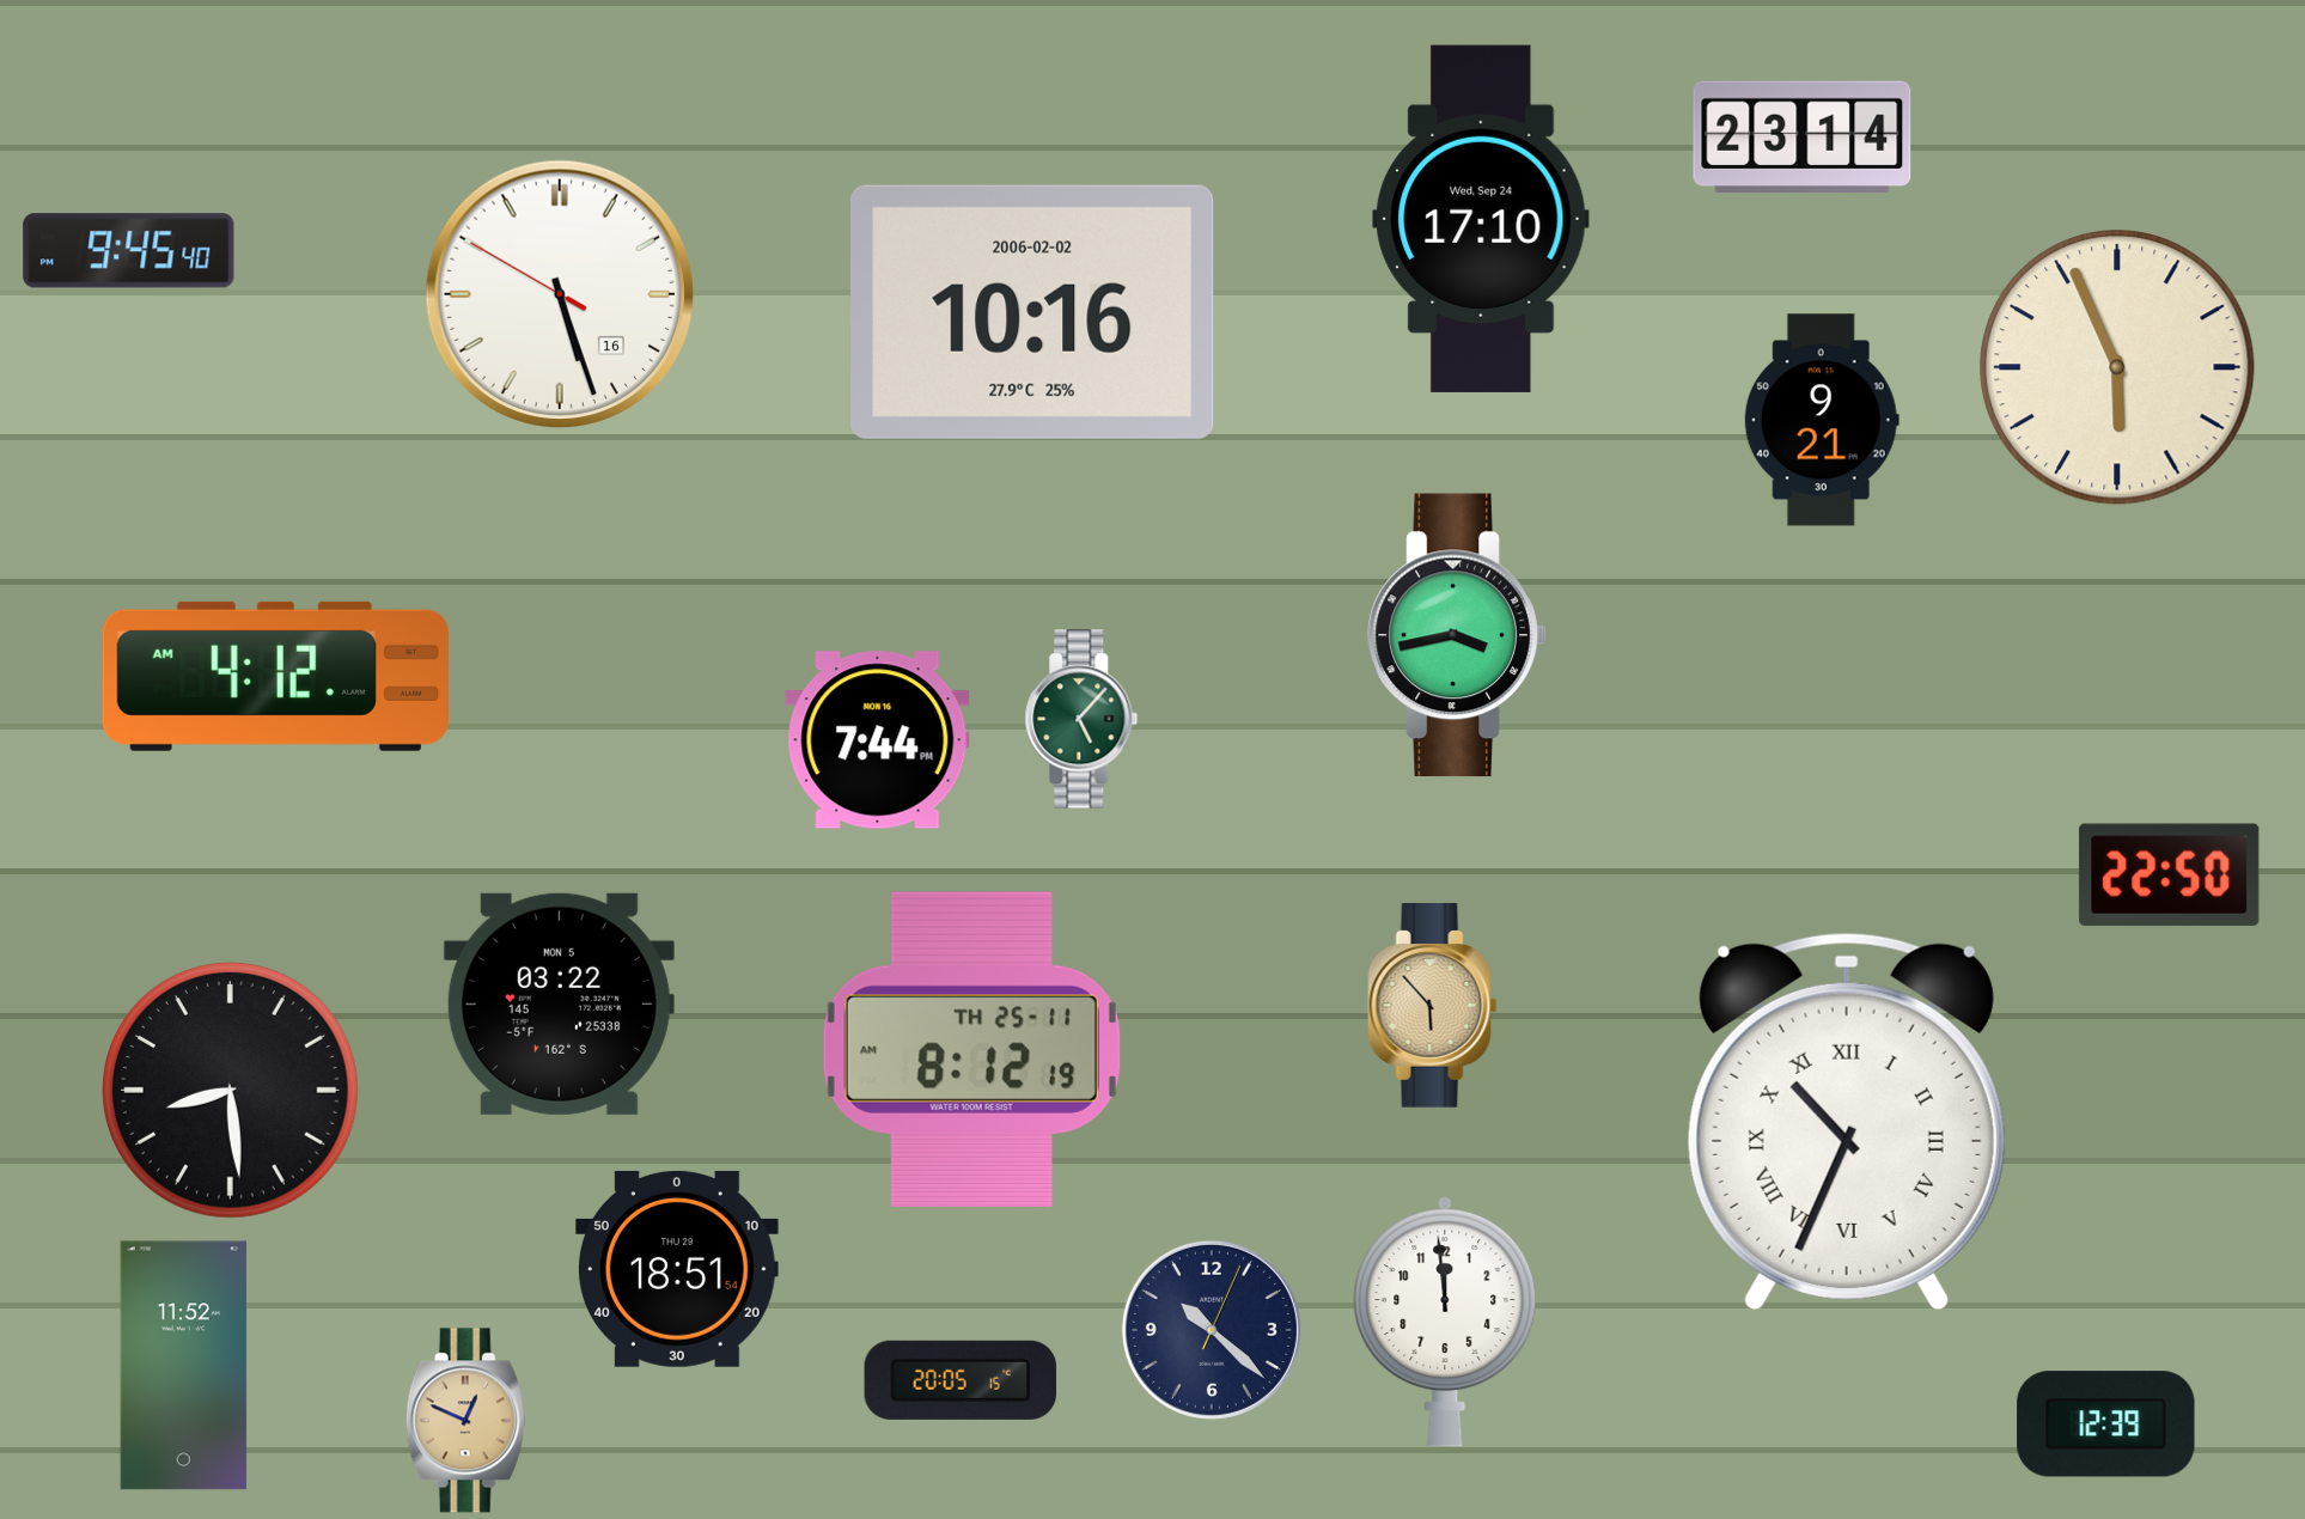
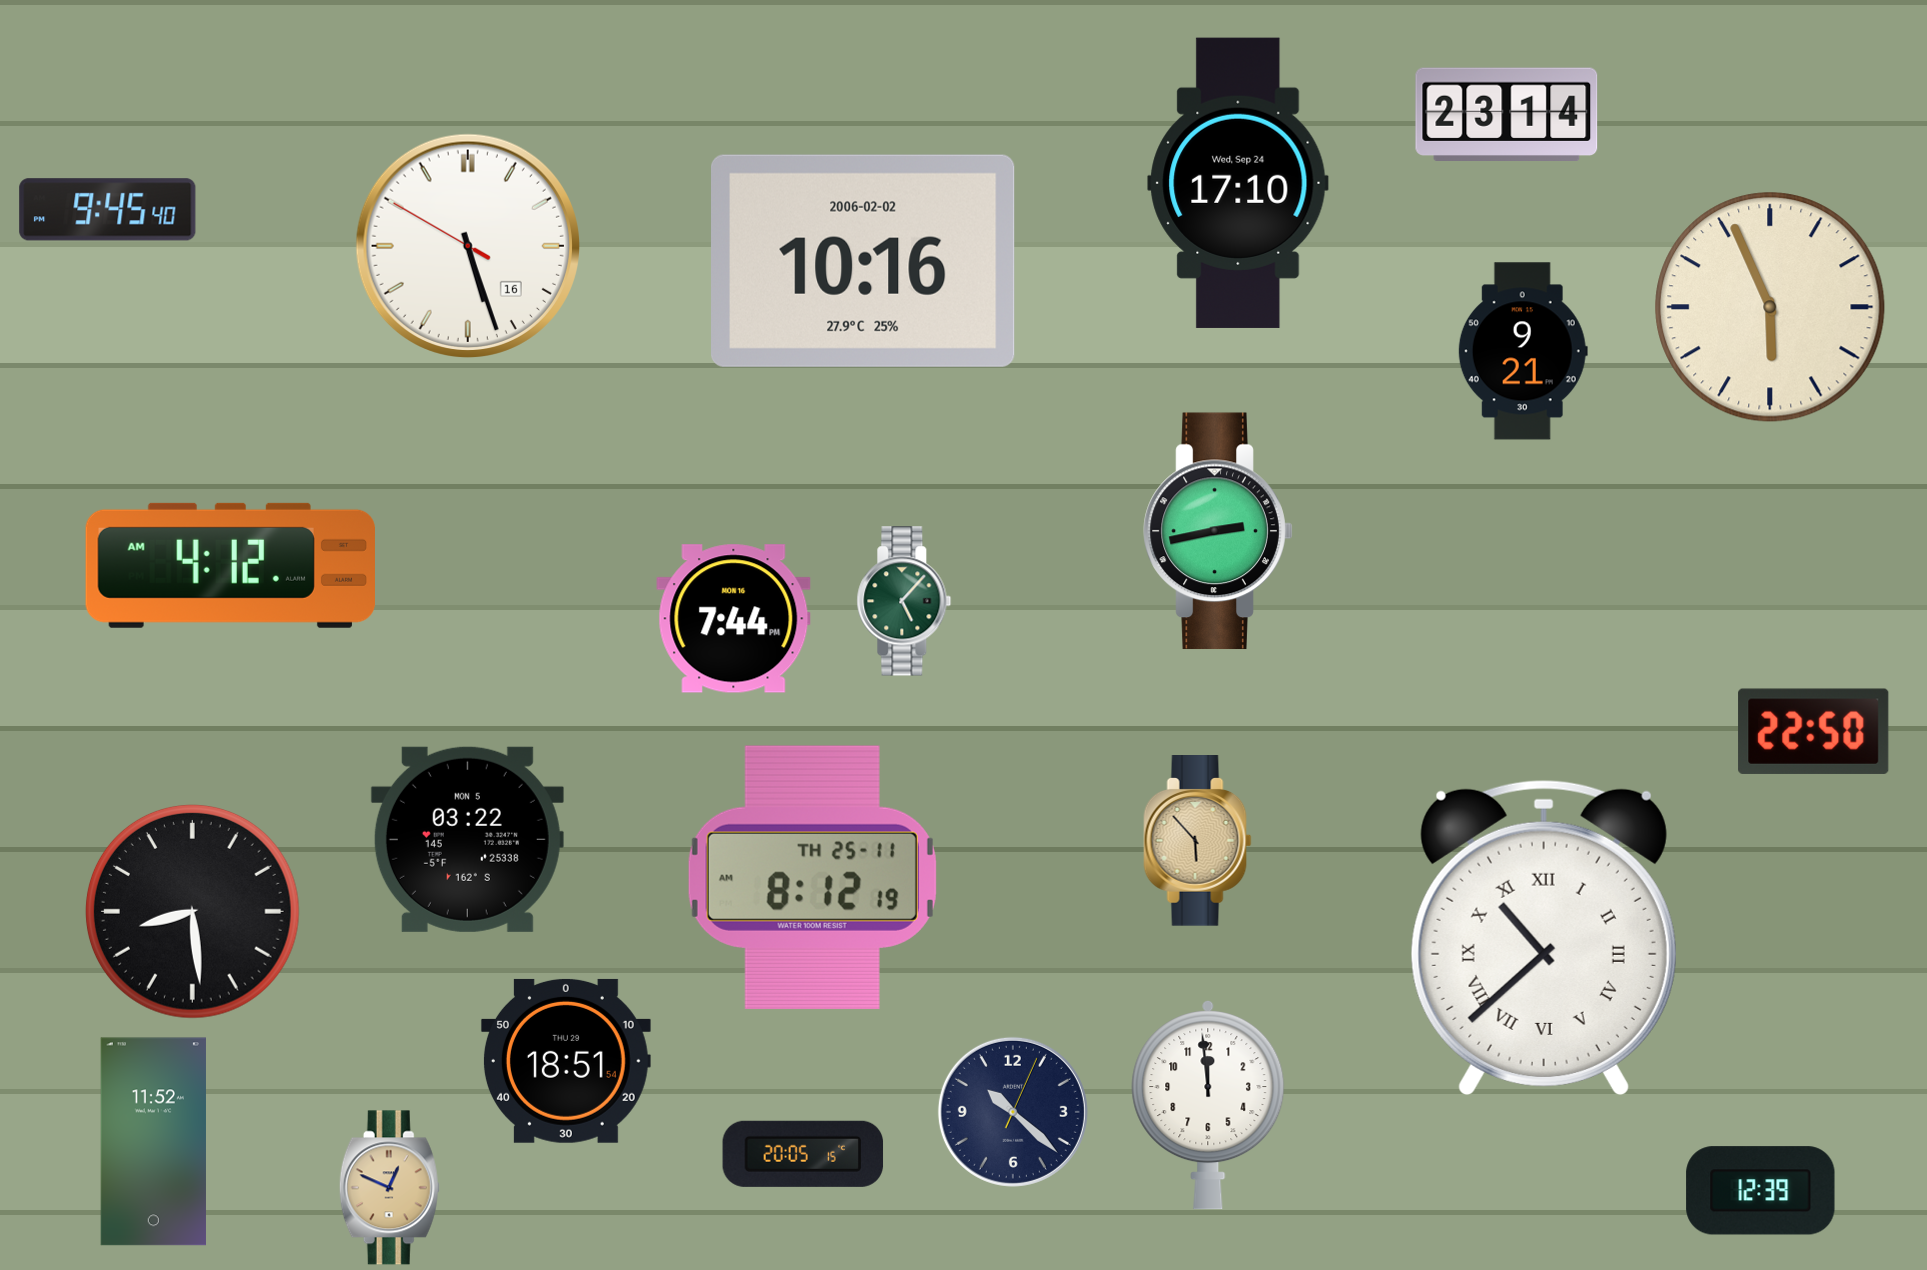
clock at (1457, 635): 3:43 -> 2:43
clock at (1847, 1121): 10:34 -> 10:38
